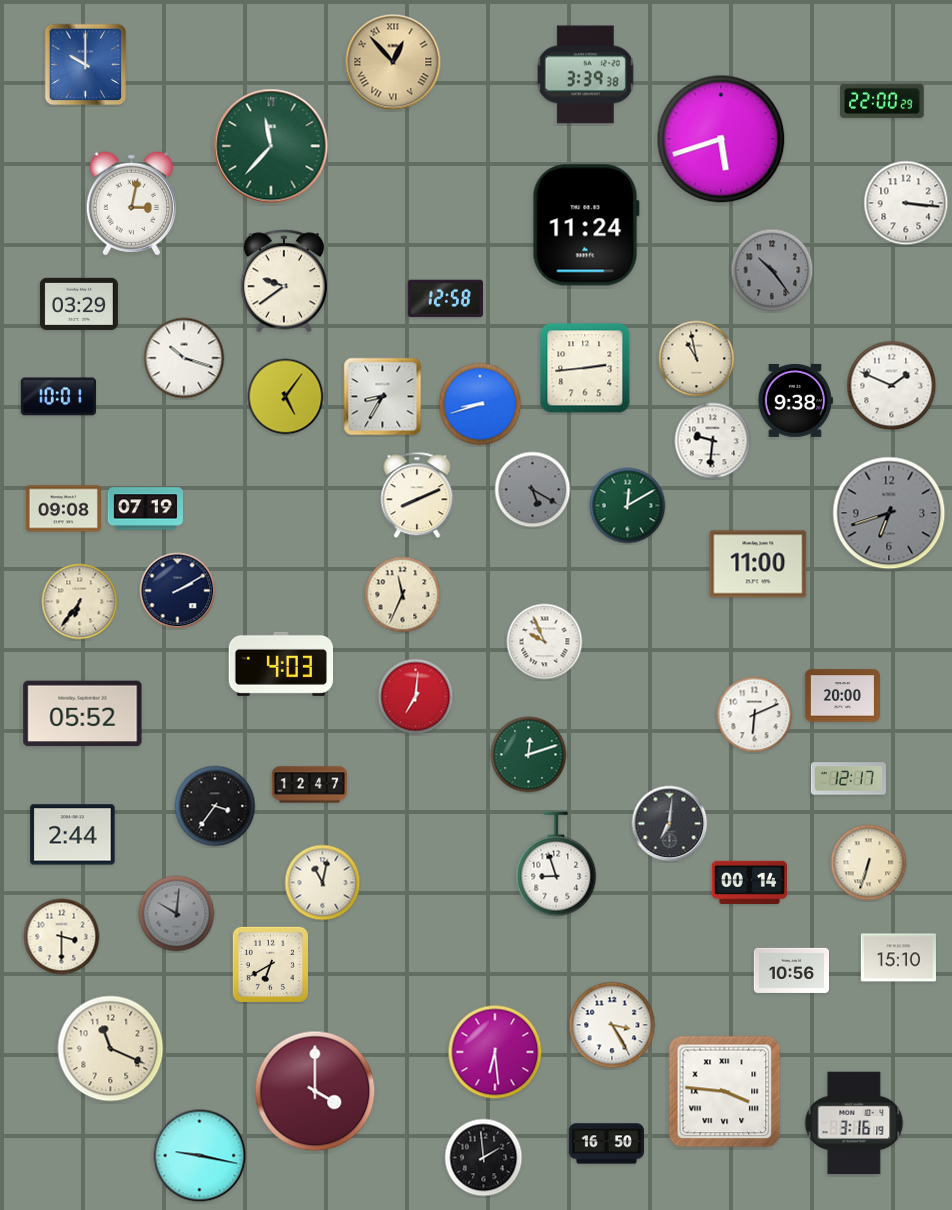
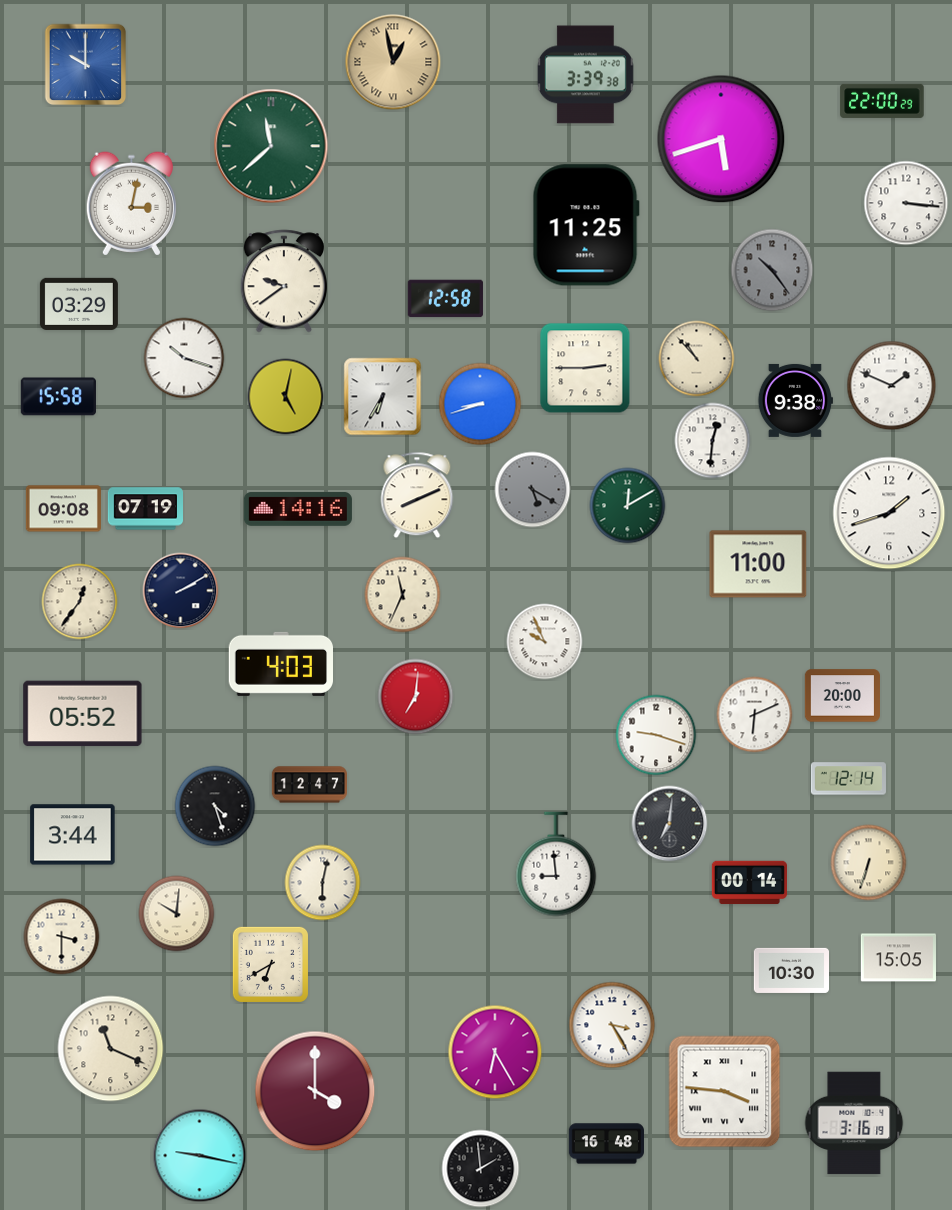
clock at (393, 62): 12:53 -> 12:58
clock at (271, 146): 11:37 -> 11:38
clock at (586, 225): 11:24 -> 11:25
clock at (697, 359): 10:58 -> 10:53
clock at (585, 368): 2:44 -> 2:45
clock at (58, 397): 10:01 -> 15:58
clock at (286, 397): 5:06 -> 5:02
clock at (383, 397): 8:35 -> 6:35
clock at (713, 441): 9:31 -> 12:31
clock at (298, 509): none -> 14:16
clock at (889, 513): 6:42 -> 1:42
clock at (889, 513) dial: grey -> white
clock at (178, 591) position: (178, 591) -> (181, 591)
clock at (80, 602): 6:36 -> 12:36
clock at (656, 735): none -> 9:18
clock at (529, 755): 12:12 -> none
clock at (848, 779): 12:17 -> 12:14
clock at (215, 806): 3:36 -> 4:27
clock at (73, 835): 2:44 -> 3:44
clock at (556, 864): 8:57 -> 8:59
clock at (323, 883): 11:02 -> 6:02
clock at (177, 914) dial: grey -> cream
clock at (898, 958): 15:10 -> 15:05
clock at (791, 970): 10:56 -> 10:30
clock at (495, 1052): 6:29 -> 6:25
clock at (606, 1144): 16:50 -> 16:48
clock at (484, 1158) position: (484, 1158) -> (481, 1169)
